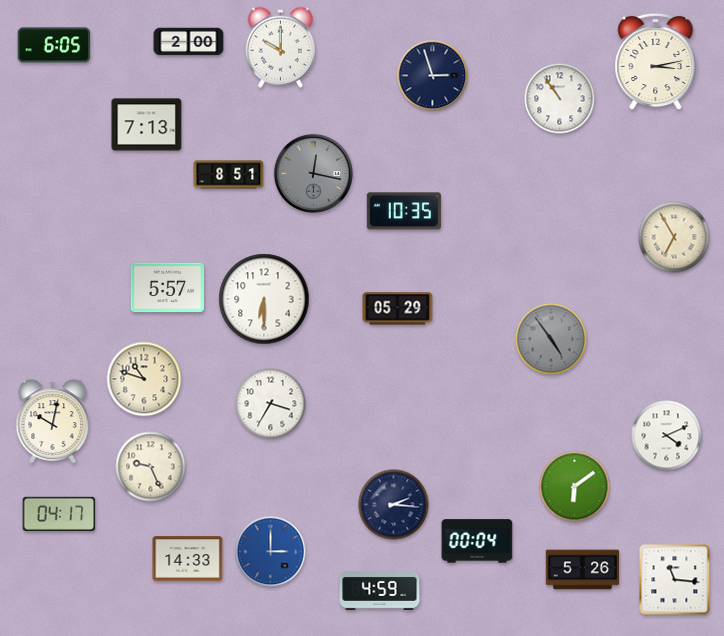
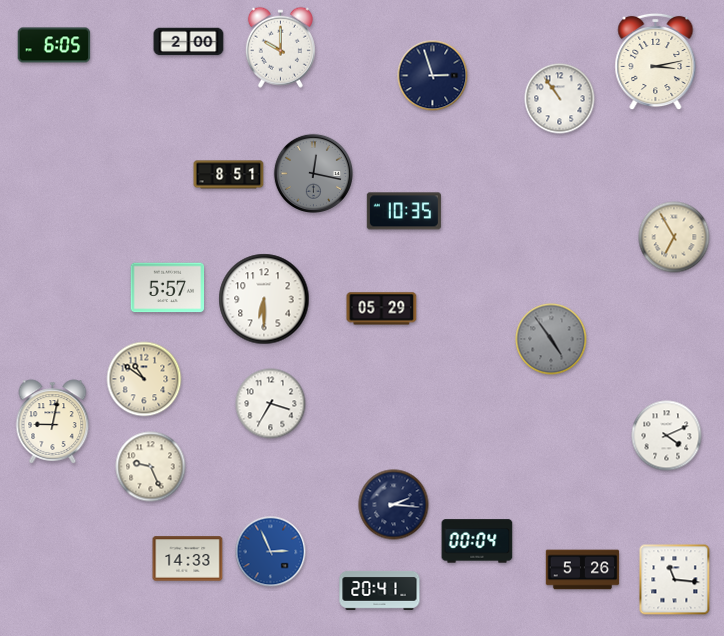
clock at (147, 125): 7:13 -> none
clock at (398, 309) position: (398, 309) -> (382, 309)
clock at (144, 379): 10:48 -> 10:51
clock at (53, 422): 10:02 -> 9:02
clock at (575, 487): 6:09 -> none
clock at (59, 514): 04:17 -> none
clock at (271, 552): 3:00 -> 2:56
clock at (380, 590): 4:59 -> 20:41
